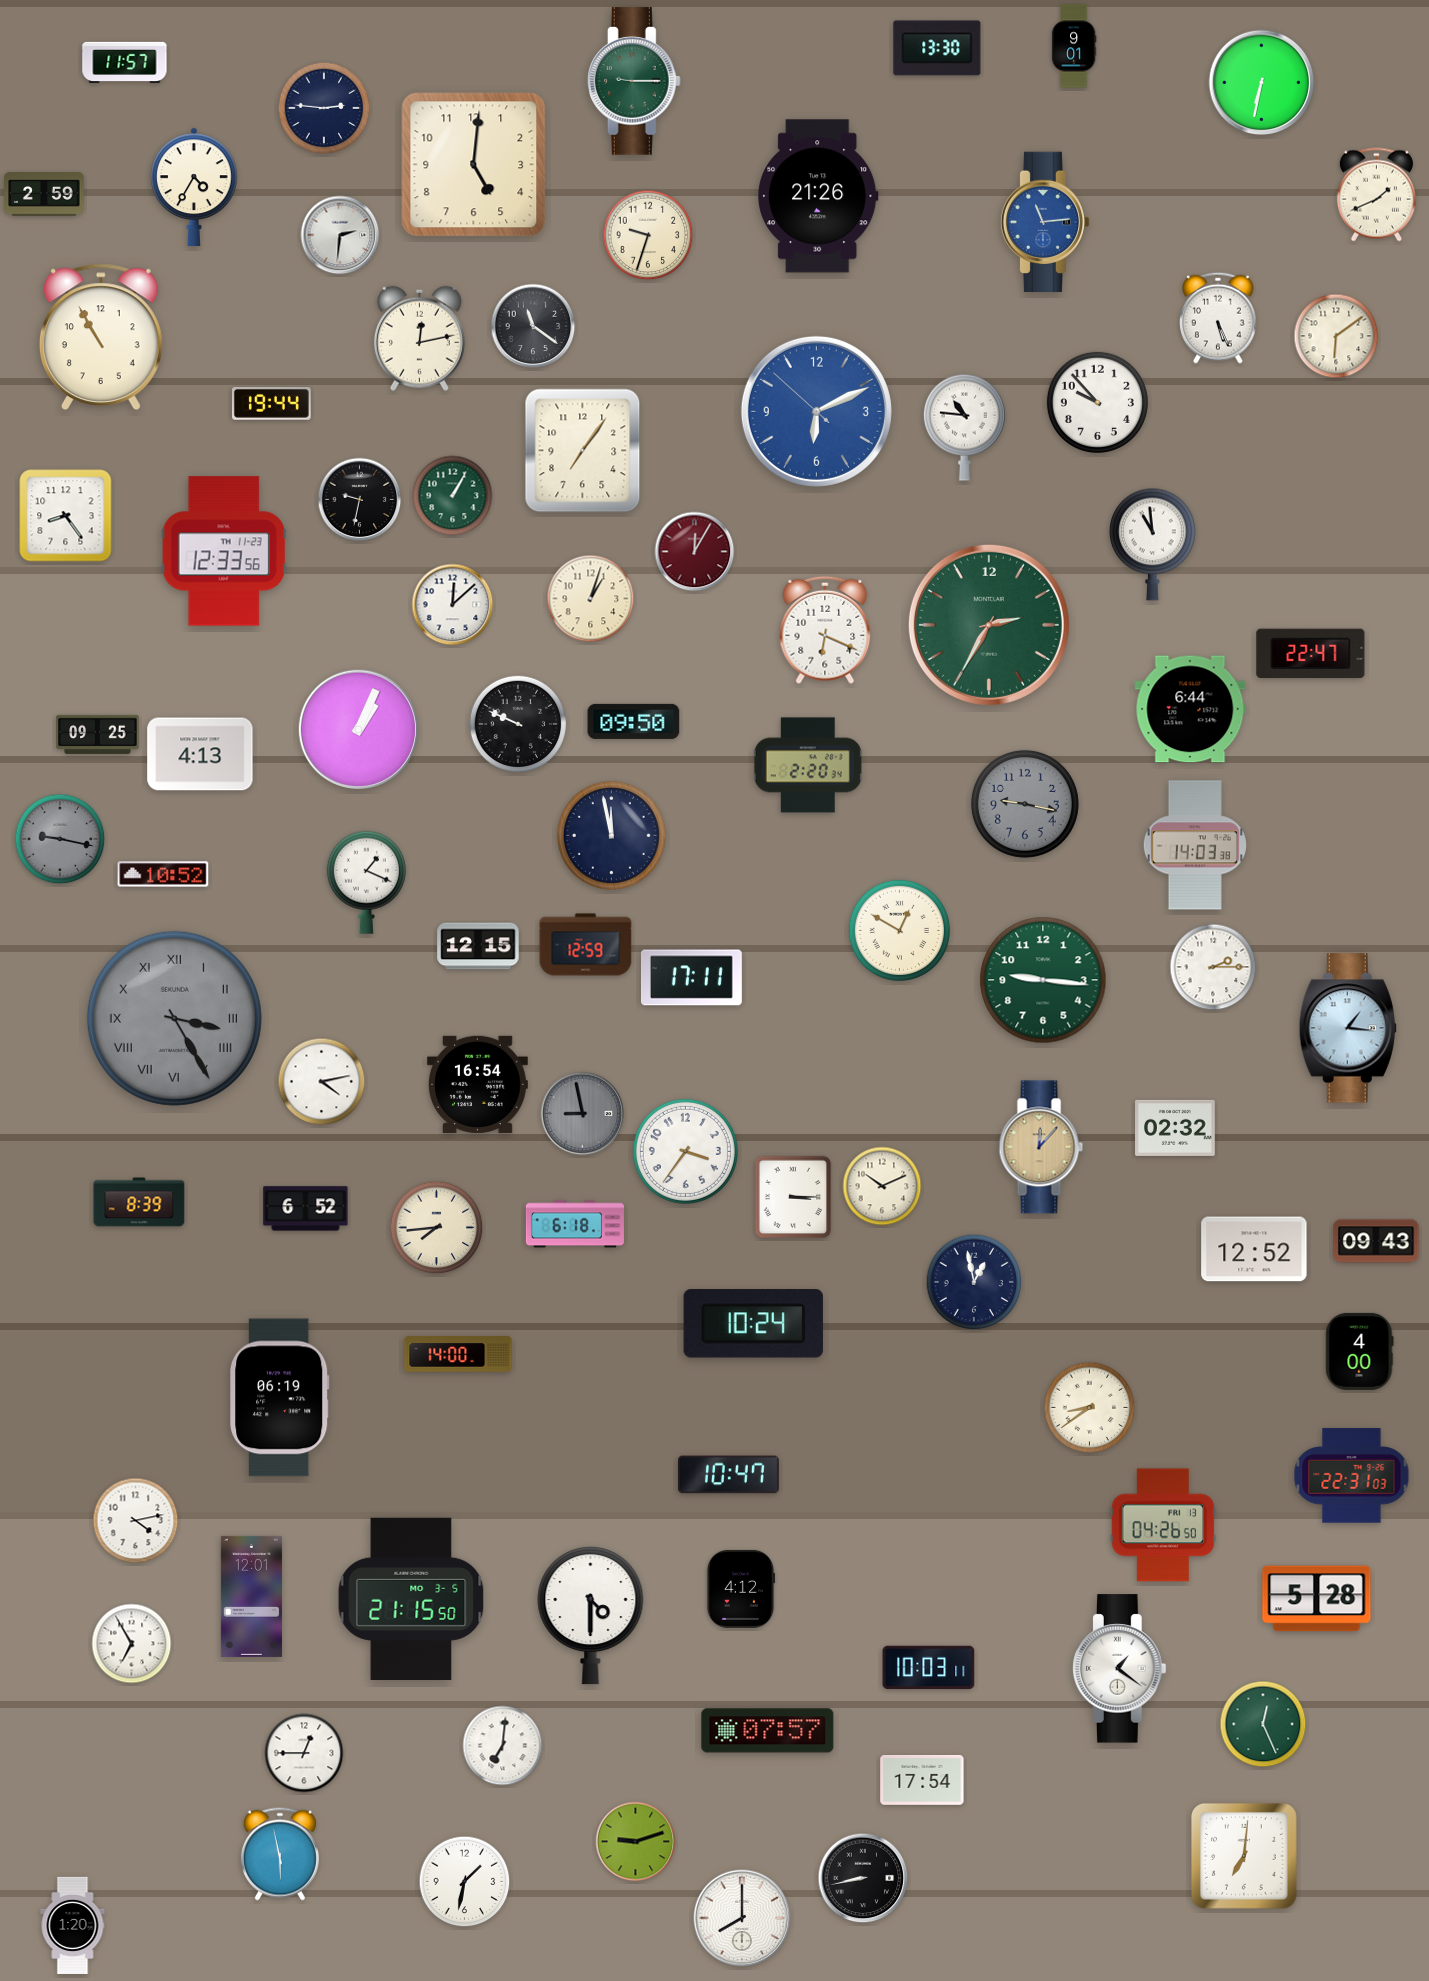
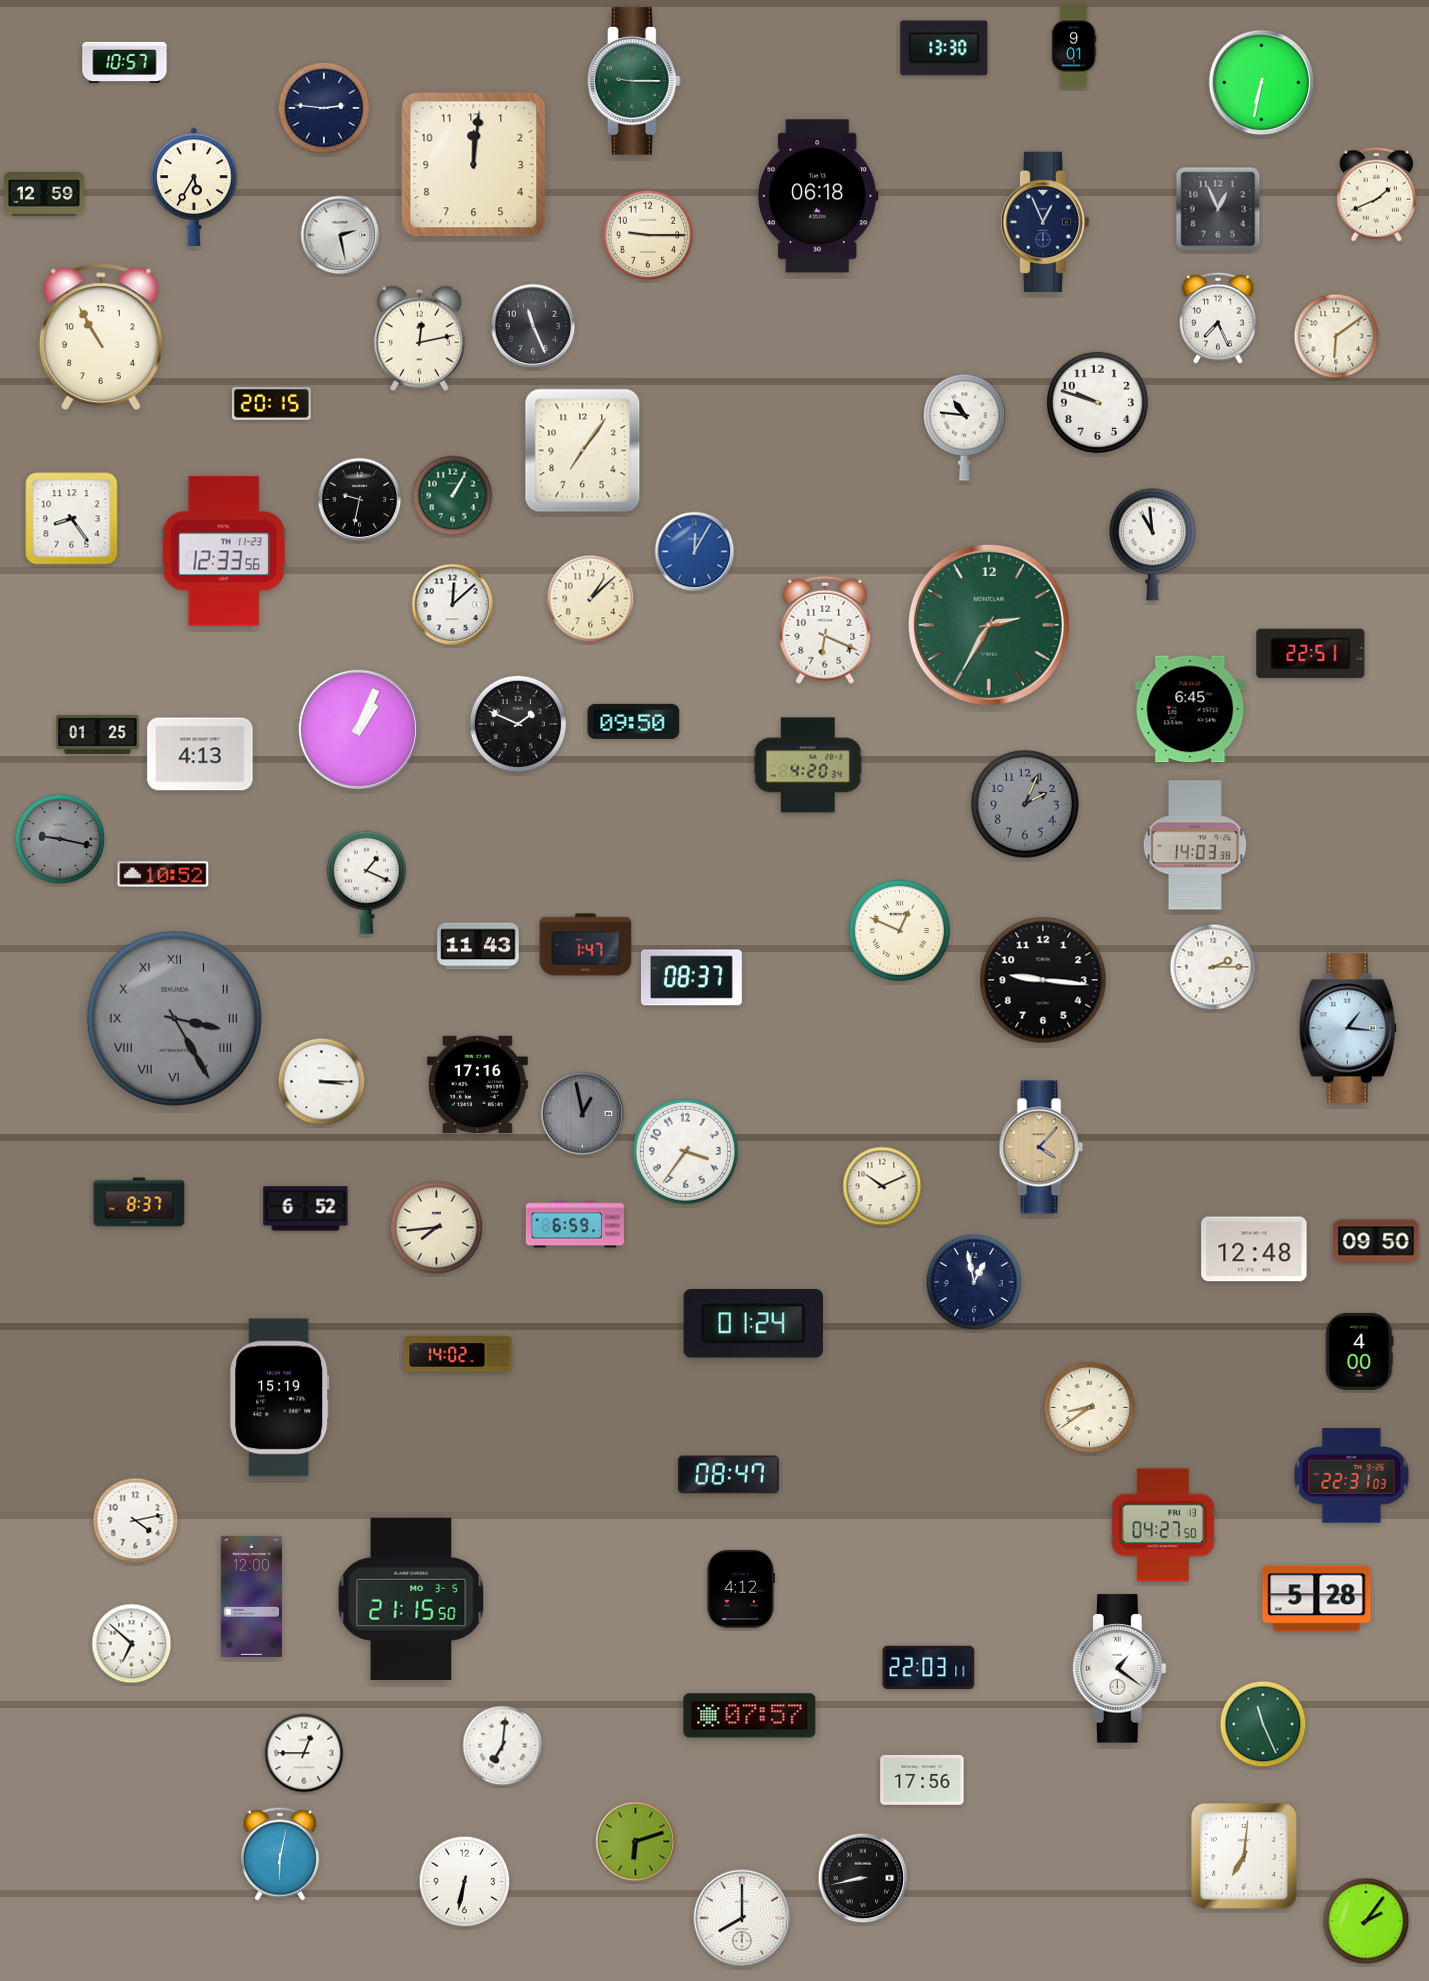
clock at (937, 48) position: (937, 48) -> (944, 48)
clock at (125, 63): 11:57 -> 10:57
clock at (474, 165): 5:01 -> 12:01
clock at (195, 186): 4:35 -> 5:35
clock at (44, 194): 2:59 -> 12:59
clock at (818, 196): 21:26 -> 06:18
clock at (1218, 209): none -> 12:56
clock at (1045, 221): 11:14 -> 12:56
clock at (1045, 221) dial: blue -> navy
clock at (340, 235): 2:31 -> 2:28
clock at (648, 235): 9:33 -> 9:15
clock at (1218, 318): 5:26 -> 7:26
clock at (533, 326): 11:21 -> 11:26
clock at (1097, 402): 9:53 -> 9:48
clock at (271, 404): 19:44 -> 20:15
clock at (816, 411): 6:10 -> none
clock at (66, 516) position: (66, 516) -> (72, 519)
clock at (695, 552) dial: burgundy -> blue
clock at (591, 599): 1:03 -> 1:08
clock at (1311, 654): 22:47 -> 22:51
clock at (1190, 709): 6:44 -> 6:45
clock at (518, 724): 9:49 -> 1:49
clock at (98, 734): 09:25 -> 01:25
clock at (808, 765): 2:20 -> 4:20
clock at (1025, 804): 9:17 -> 2:04
clock at (611, 835): 11:58 -> none
clock at (899, 930): 12:50 -> 12:49
clock at (586, 945): 12:59 -> 1:47
clock at (478, 946): 12:15 -> 11:43
clock at (691, 978): 17:11 -> 08:37
clock at (1043, 980) dial: green -> black
clock at (322, 1082): 4:13 -> 3:15
clock at (477, 1084): 16:54 -> 17:16
clock at (583, 1114): 8:58 -> 12:58
clock at (1175, 1128): 02:32 -> none
clock at (1041, 1147): 12:07 -> 4:07
clock at (793, 1197): 3:15 -> none
clock at (139, 1202): 8:39 -> 8:37
clock at (575, 1224): 6:18 -> 6:59
clock at (1376, 1241): 09:43 -> 09:50
clock at (1254, 1249): 12:52 -> 12:48
clock at (753, 1324): 10:24 -> 01:24
clock at (458, 1354): 14:00 -> 14:02
clock at (280, 1398): 06:19 -> 15:19
clock at (728, 1475): 10:47 -> 08:47
clock at (1163, 1525): 04:26 -> 04:27
clock at (251, 1596): 12:01 -> 12:00
clock at (591, 1616): 4:30 -> none
clock at (132, 1644): 6:55 -> 6:52
clock at (929, 1668): 10:03 -> 22:03
clock at (1263, 1724): 12:26 -> 11:26
clock at (768, 1731) position: (768, 1731) -> (750, 1716)
clock at (922, 1780): 17:54 -> 17:56
clock at (636, 1842): 9:12 -> 6:12
clock at (280, 1854): 5:58 -> 6:02
clock at (465, 1882): 1:32 -> 6:32
clock at (1366, 1921): none -> 2:06
clock at (73, 1925): 1:20 -> none
